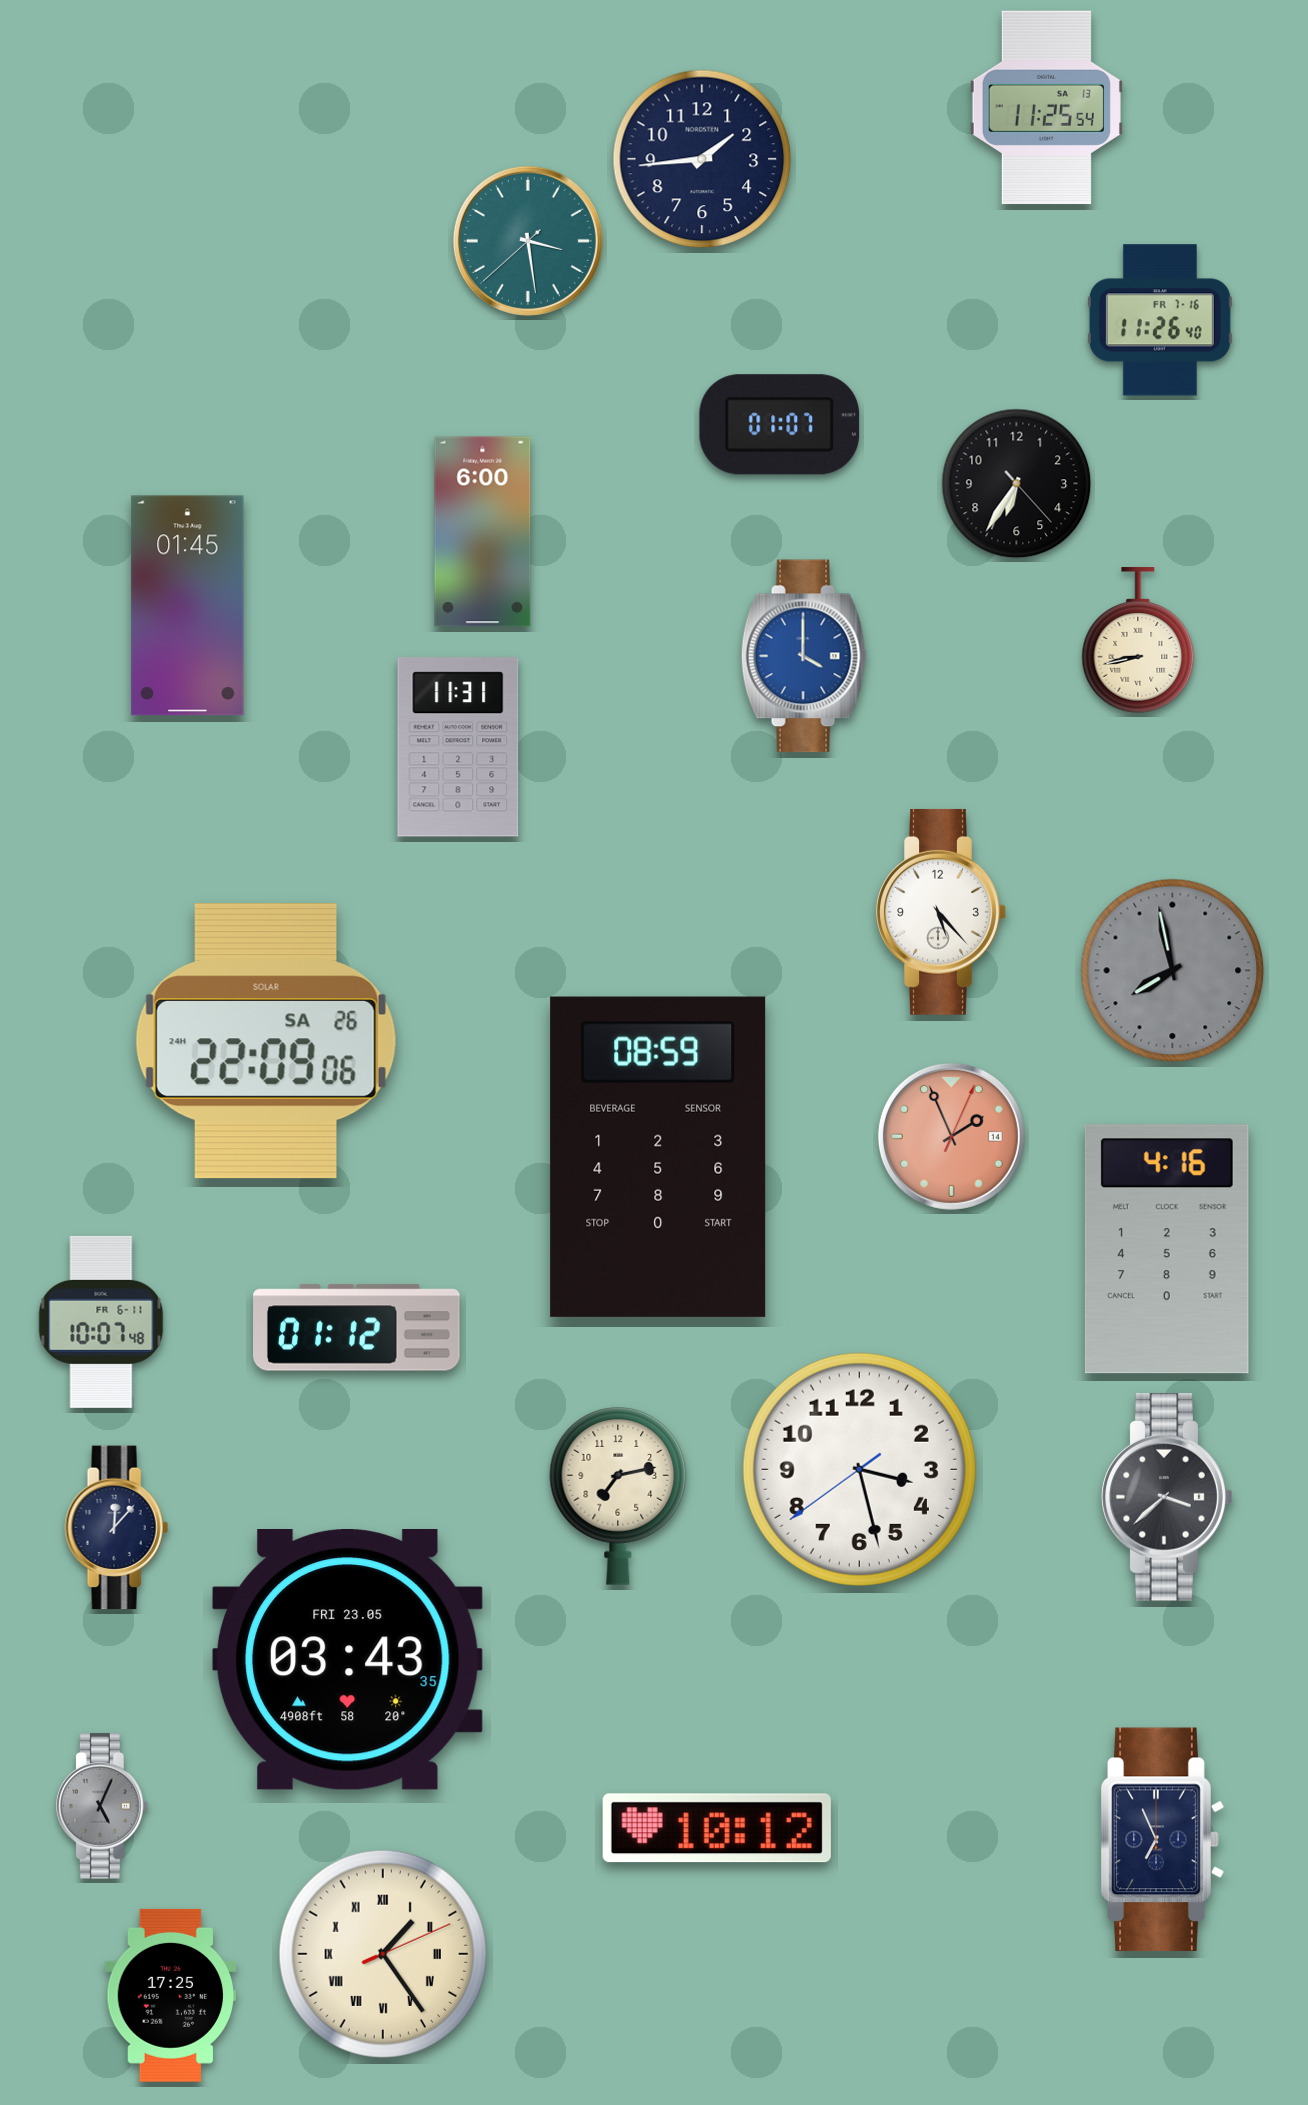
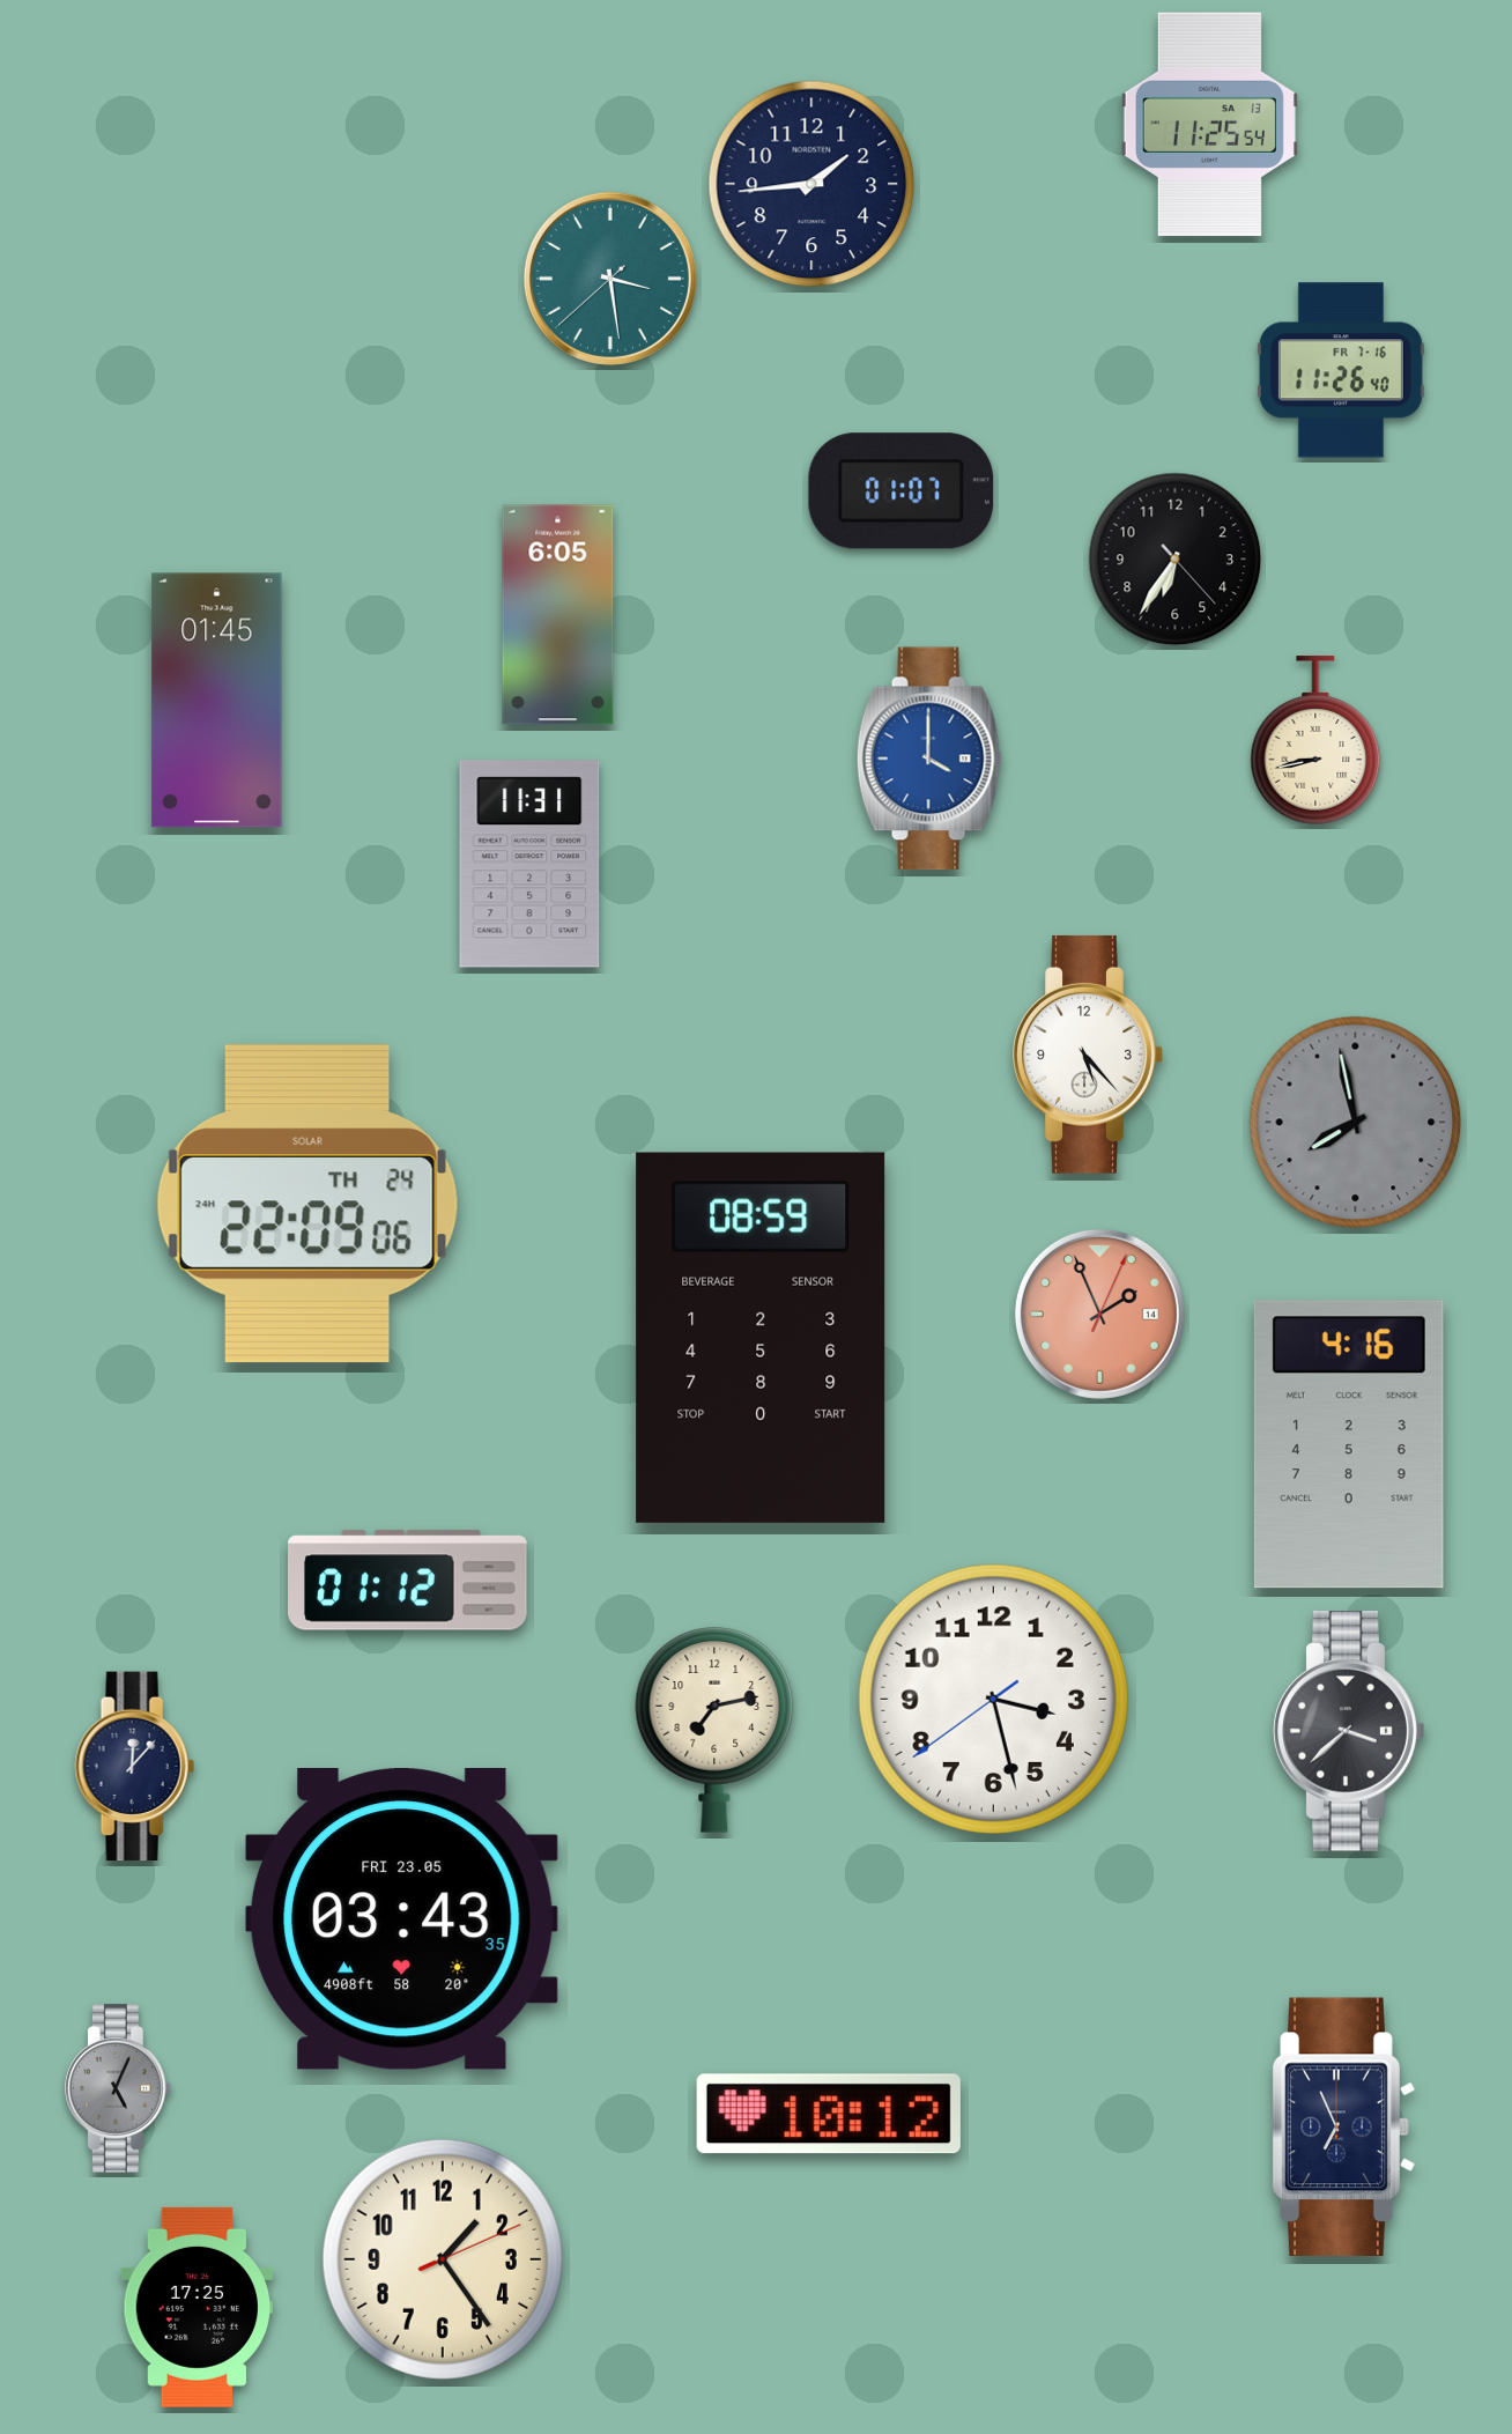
clock at (483, 532): 6:00 -> 6:05
clock at (266, 1042) date: SA 26 -> TH 24
clock at (101, 1322): 10:07 -> none
clock at (357, 1328) position: (357, 1328) -> (408, 1581)
clock at (382, 1953) numerals: Roman -> Arabic
